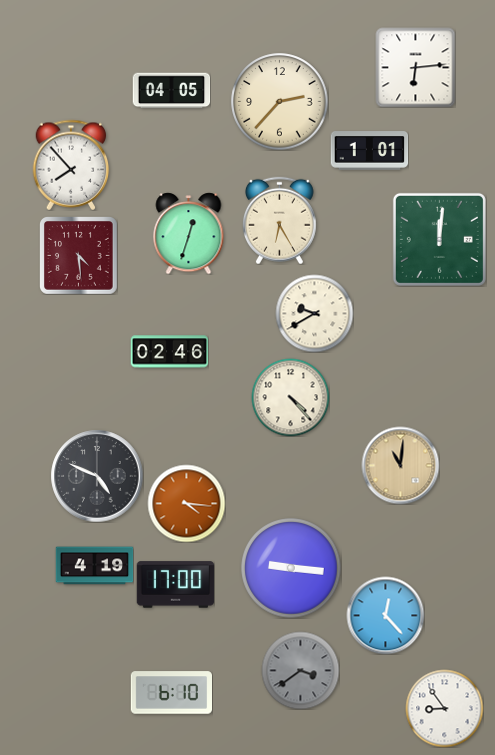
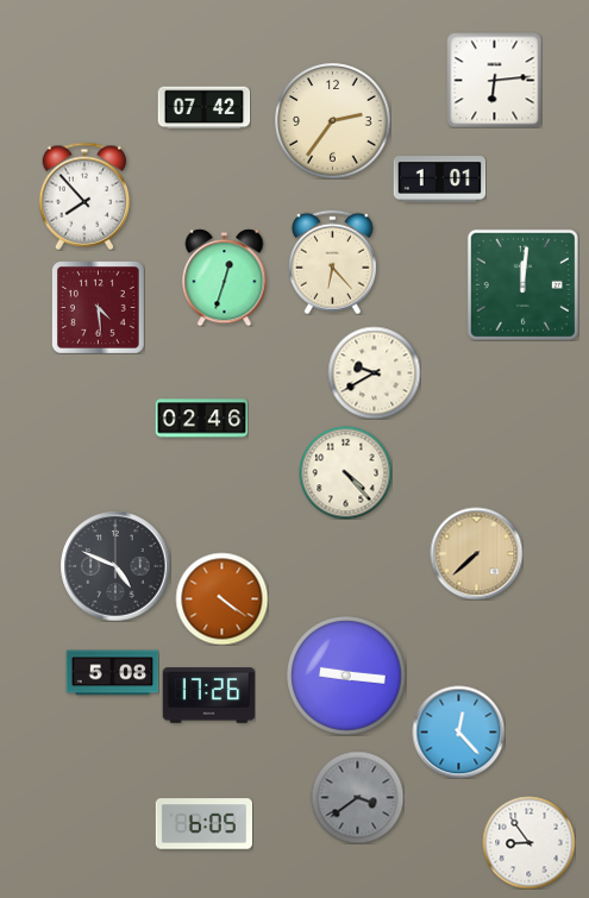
clock at (171, 91): 04:05 -> 07:42
clock at (280, 102): 2:37 -> 2:36
clock at (279, 220): 6:25 -> 6:23
clock at (79, 256) position: (79, 256) -> (99, 308)
clock at (400, 465): 11:01 -> 7:38
clock at (186, 503): 4:16 -> 4:21
clock at (94, 566): 4:19 -> 5:08
clock at (175, 585): 17:00 -> 17:26
clock at (171, 693): 6:10 -> 6:05
